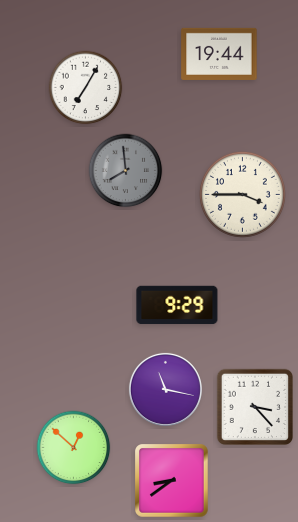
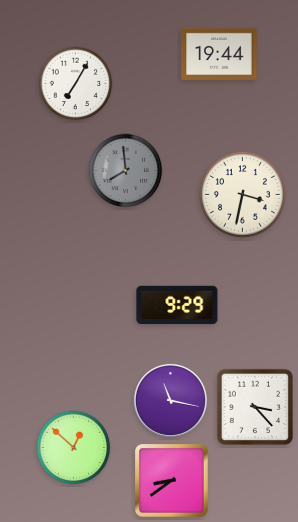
clock at (86, 88) position: (86, 88) -> (76, 84)
clock at (242, 194): 3:45 -> 3:32
clock at (165, 389) position: (165, 389) -> (170, 400)
